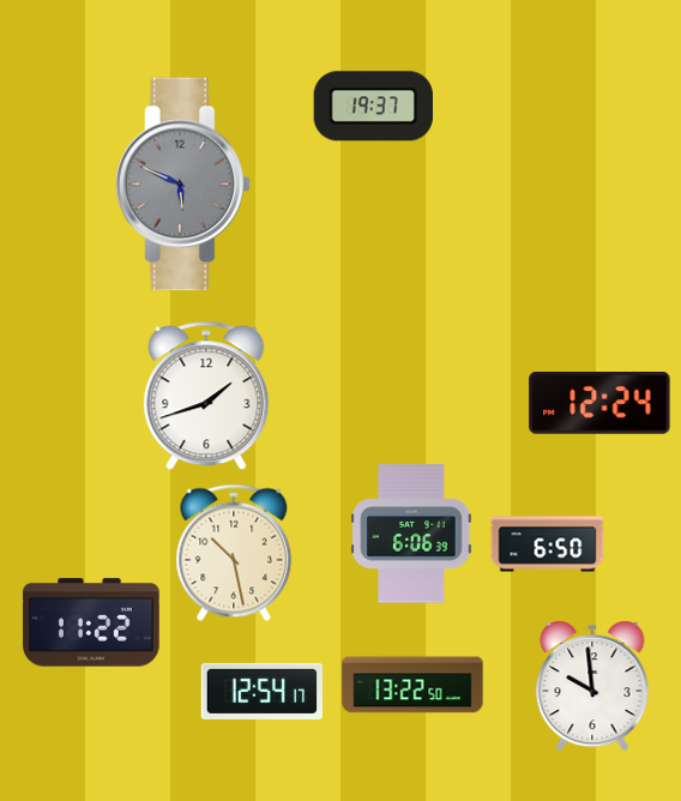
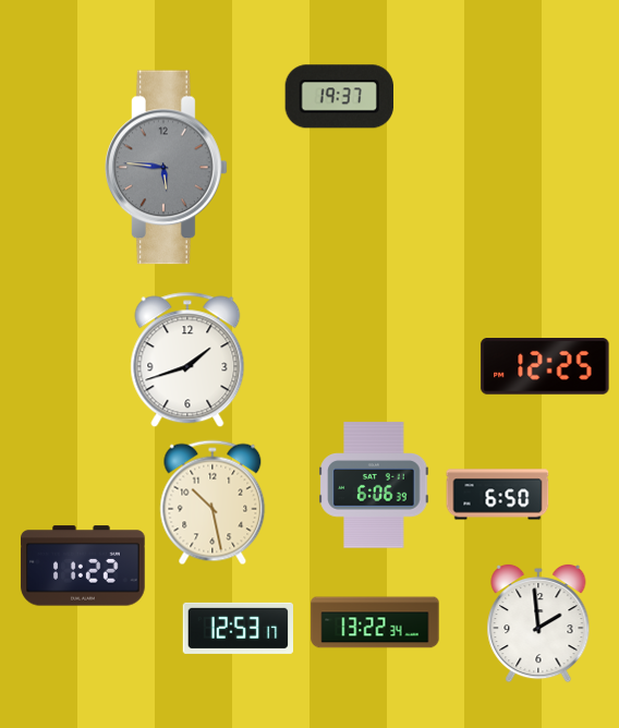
clock at (183, 185): 5:49 -> 5:46
clock at (599, 404): 12:24 -> 12:25
clock at (412, 685): 13:22:50 -> 13:22:34
clock at (592, 686): 9:59 -> 1:59
clock at (263, 691): 12:54 -> 12:53
